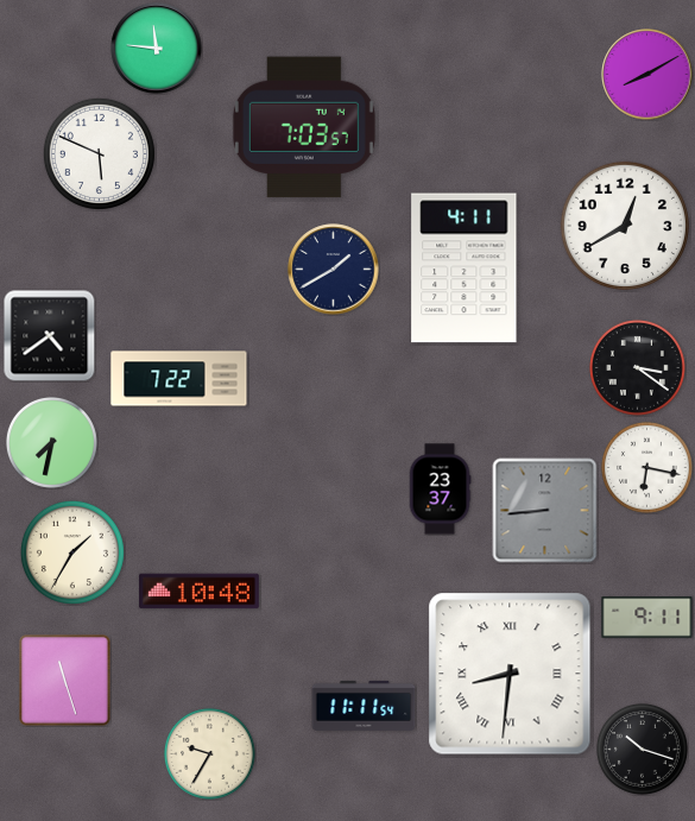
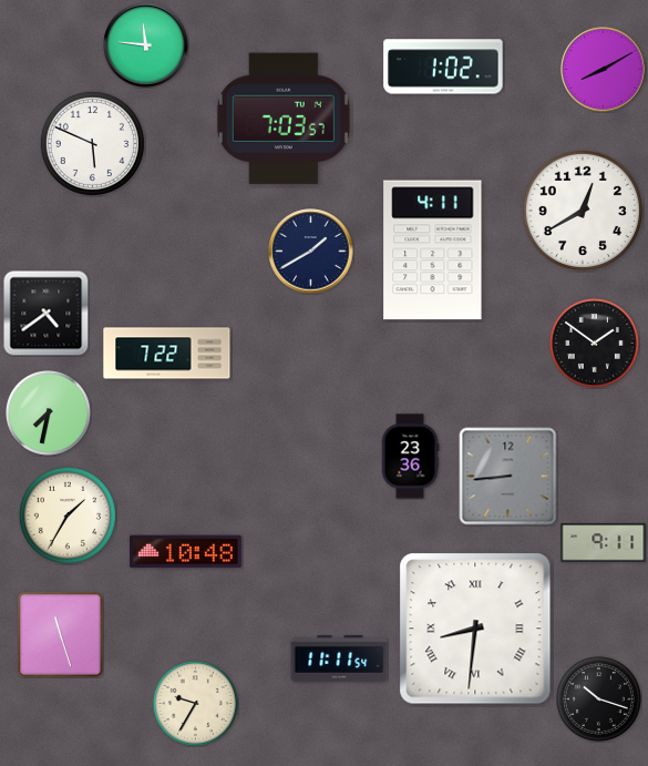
clock at (443, 67): none -> 1:02
clock at (637, 367): 3:21 -> 1:51
clock at (646, 467): 6:17 -> none
clock at (440, 490): 23:37 -> 23:36
clock at (647, 618) position: (647, 618) -> (604, 543)
